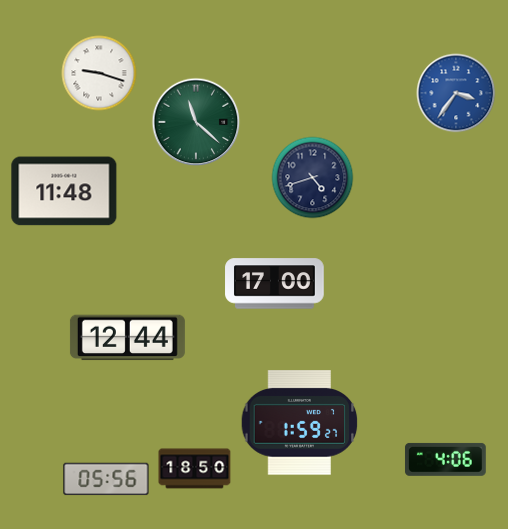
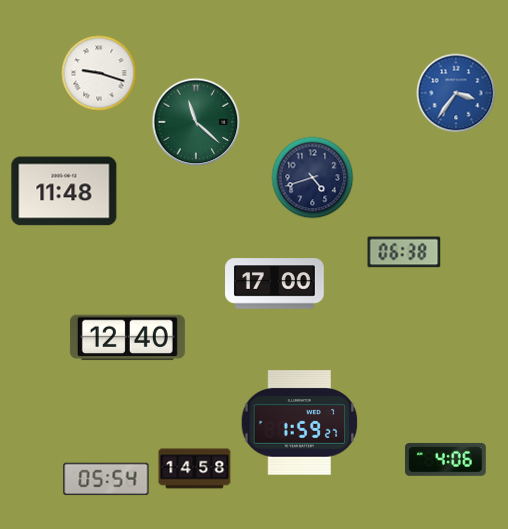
clock at (404, 252): none -> 06:38
clock at (127, 338): 12:44 -> 12:40
clock at (195, 469): 18:50 -> 14:58
clock at (106, 479): 05:56 -> 05:54
